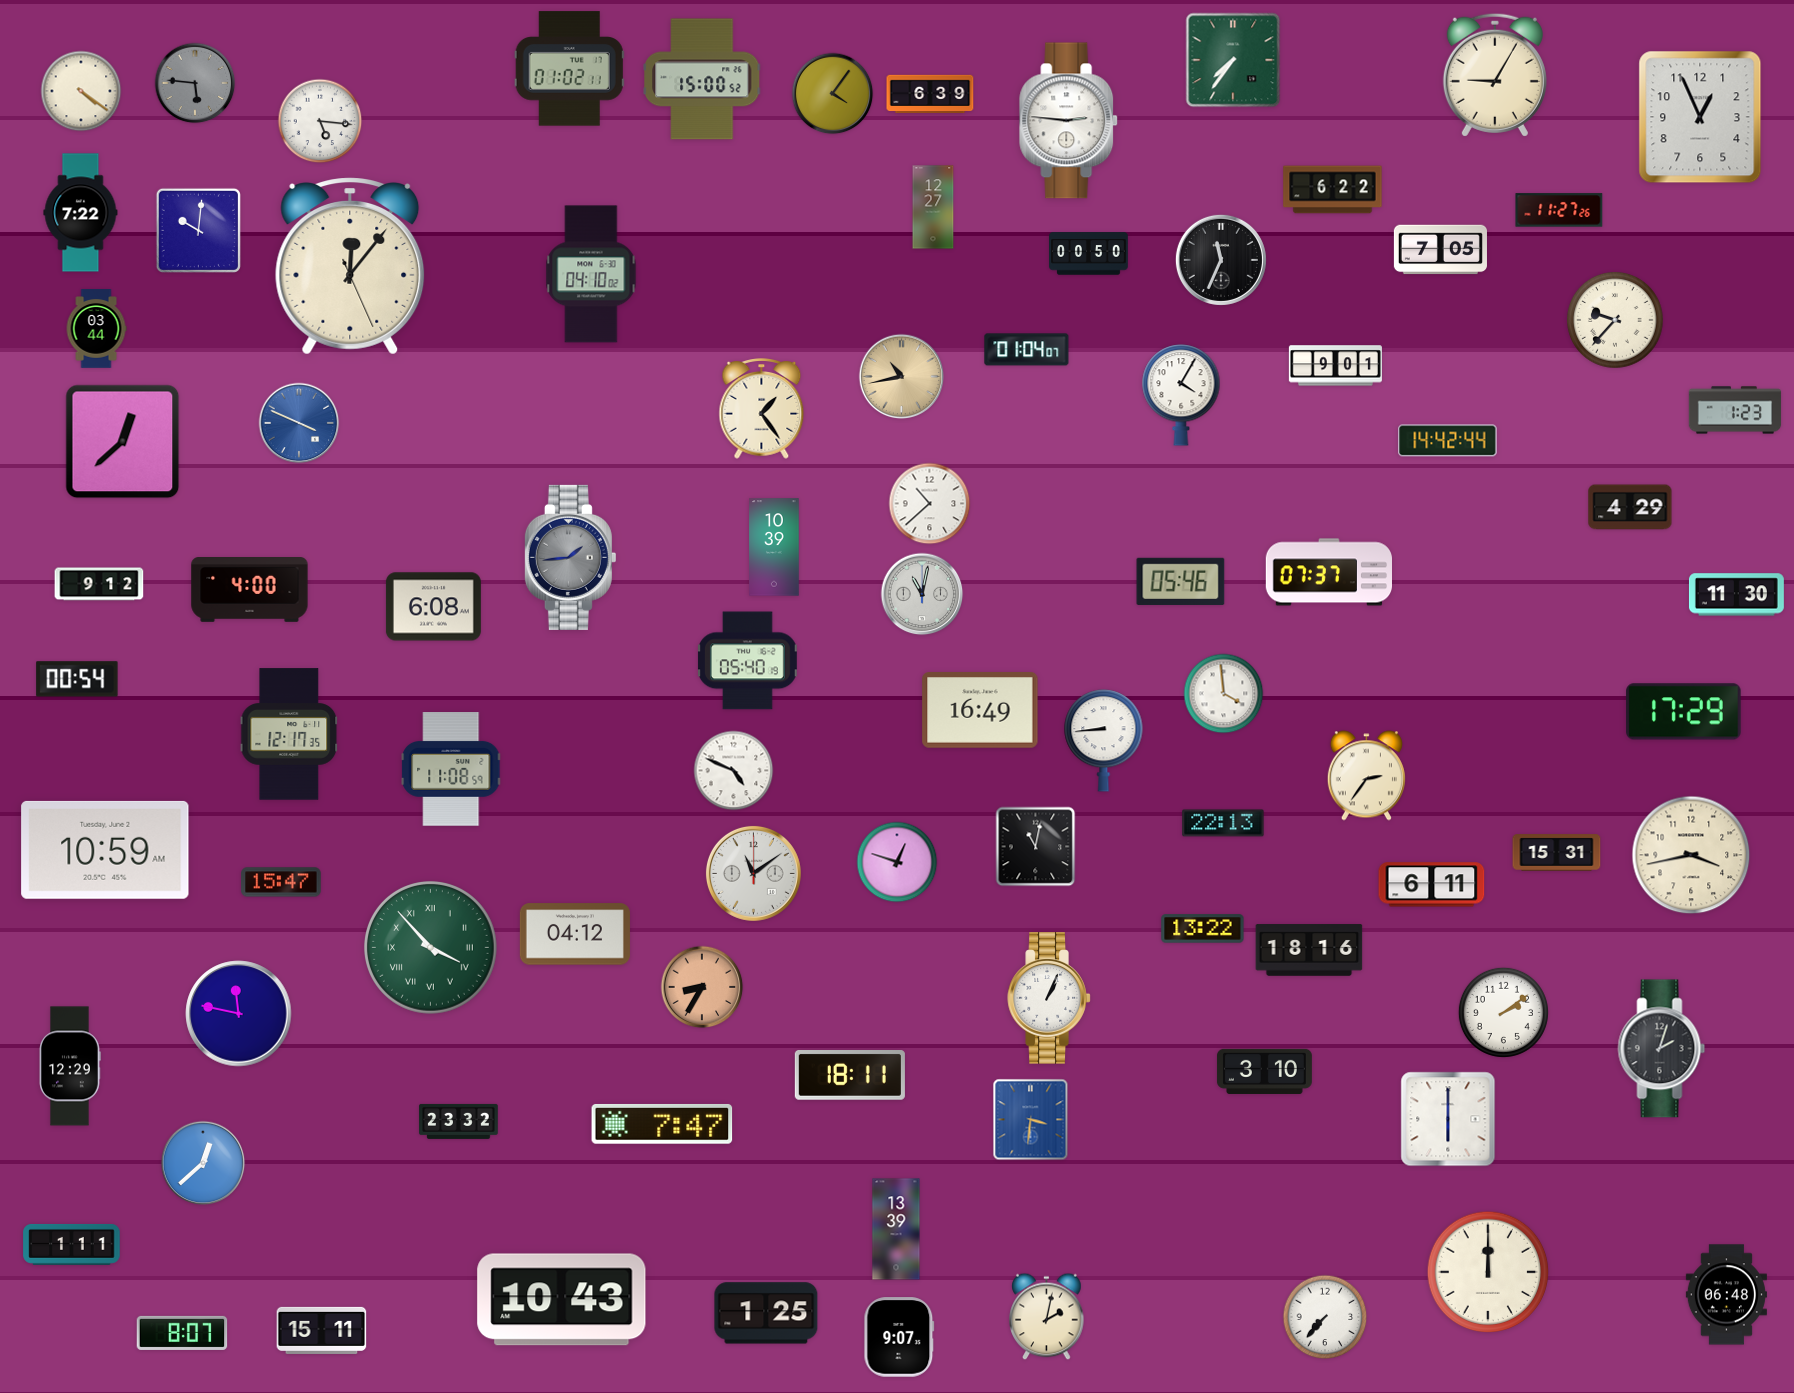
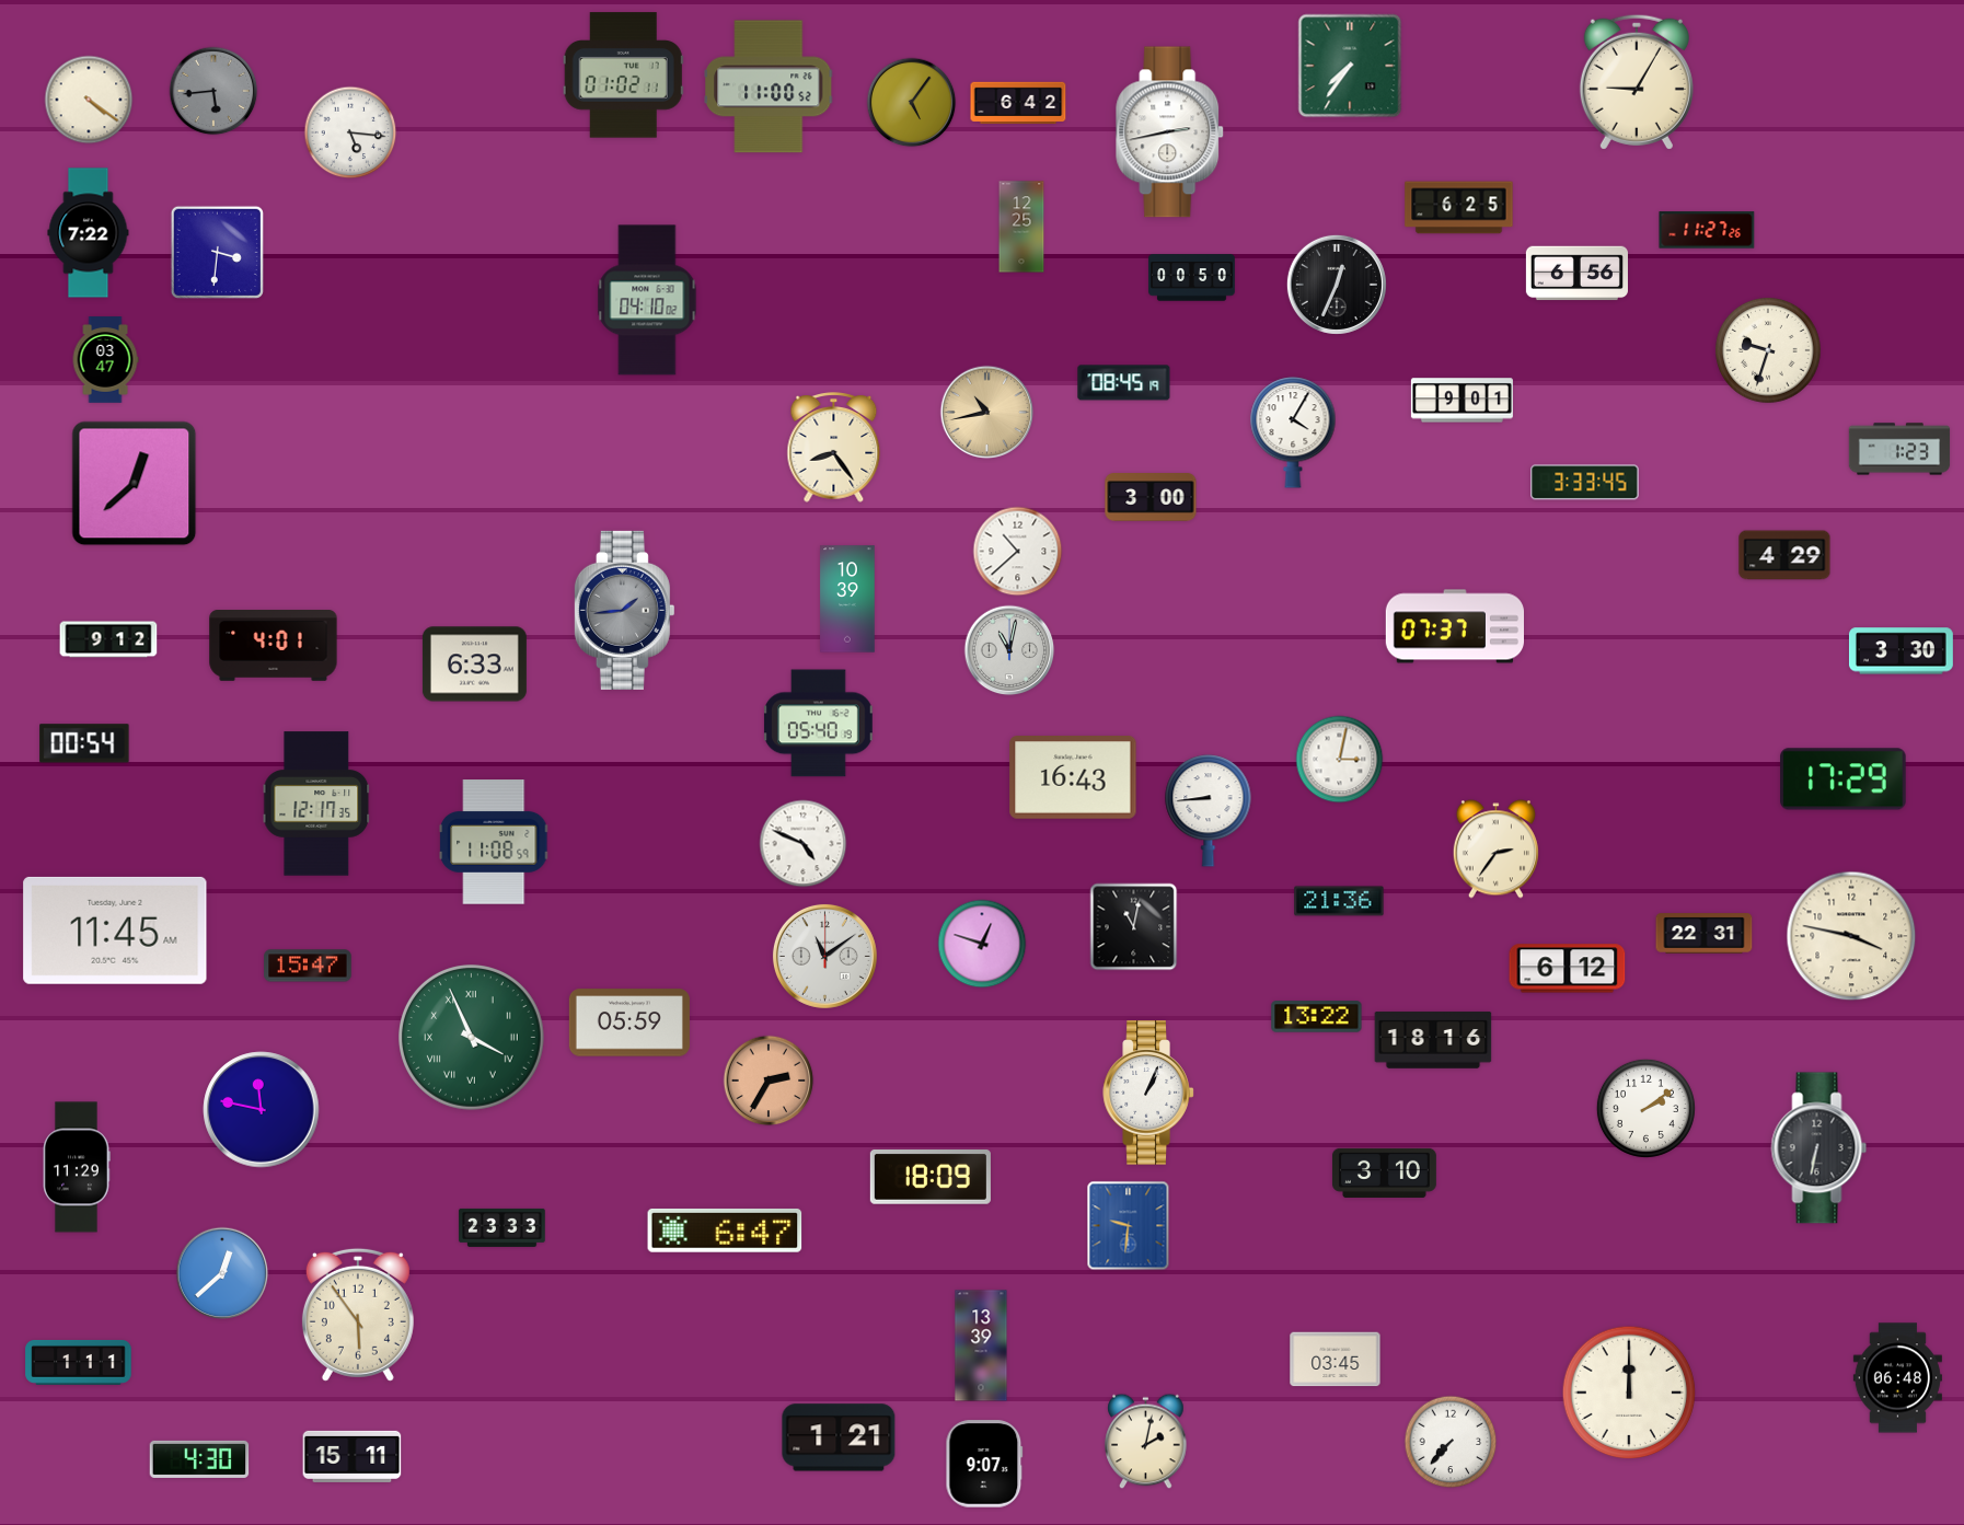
clock at (703, 79): 15:00 -> 11:00
clock at (195, 83): 5:46 -> 5:44
clock at (833, 94): 4:06 -> 5:06
clock at (930, 94): 6:39 -> 6:42
clock at (1700, 117): 12:56 -> none
clock at (1069, 121): 2:46 -> 2:43
clock at (1333, 190): 6:22 -> 6:25
clock at (933, 207): 12:27 -> 12:25
clock at (198, 230): 10:01 -> 3:31
clock at (1440, 250): 7:05 -> 6:56
clock at (1221, 260): 11:34 -> 12:34
clock at (350, 266): 12:06 -> none
clock at (1615, 320): 9:37 -> 9:33
clock at (96, 329): 03:44 -> 03:47
clock at (1027, 350): 01:04 -> 08:45
clock at (762, 409): 1:24 -> 8:24
clock at (299, 423): 3:49 -> none
clock at (1448, 441): 14:42 -> 3:33
clock at (1151, 497): none -> 3:00
clock at (1181, 581): 05:46 -> none
clock at (250, 590): 4:00 -> 4:01
clock at (1736, 595): 11:30 -> 3:30
clock at (433, 607): 6:08 -> 6:33
clock at (1224, 694): 3:59 -> 3:02
clock at (980, 710): 16:49 -> 16:43
clock at (1223, 823): 22:13 -> 21:36
clock at (105, 850): 10:59 -> 11:45
clock at (1557, 853): 15:31 -> 22:31
clock at (1691, 855): 3:43 -> 3:47
clock at (1432, 885): 6:11 -> 6:12
clock at (575, 934): 04:12 -> 05:59
clock at (431, 948): 3:53 -> 3:56
clock at (702, 987): 8:35 -> 2:35
clock at (1662, 1049): 2:03 -> 6:32
clock at (70, 1066): 12:29 -> 11:29
clock at (850, 1076): 18:11 -> 18:09
clock at (1448, 1119): 6:00 -> none
clock at (1031, 1120): 3:31 -> 9:31
clock at (459, 1121): 23:32 -> 23:33
clock at (662, 1124): 7:47 -> 6:47
clock at (358, 1315): none -> 5:54
clock at (1336, 1360): none -> 03:45
clock at (1726, 1295) position: (1726, 1295) -> (1897, 1378)
clock at (562, 1300): 10:43 -> none
clock at (766, 1313): 1:25 -> 1:21
clock at (182, 1333): 8:07 -> 4:30
